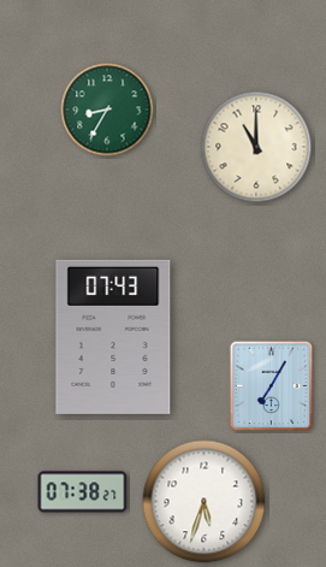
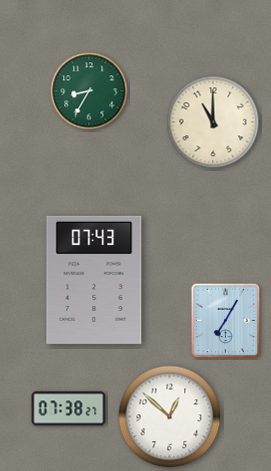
clock at (205, 502): 5:33 -> 12:52
